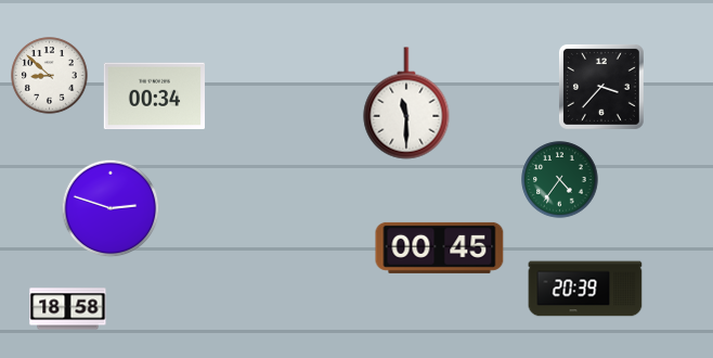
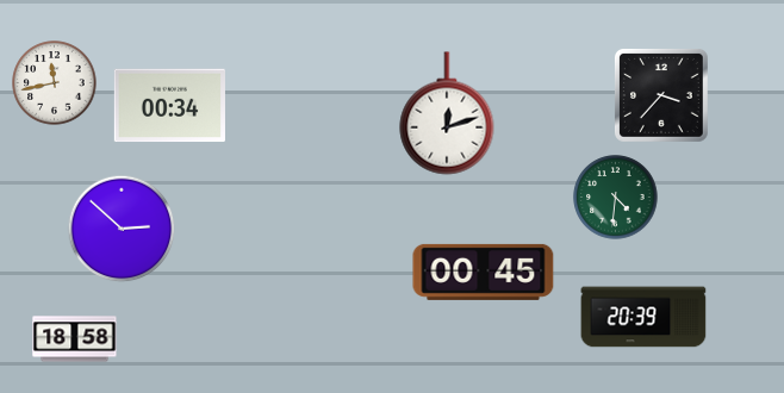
clock at (50, 76): 8:52 -> 11:43
clock at (406, 103): 11:30 -> 12:12
clock at (560, 180): 4:36 -> 4:31
clock at (111, 208): 2:48 -> 2:52
